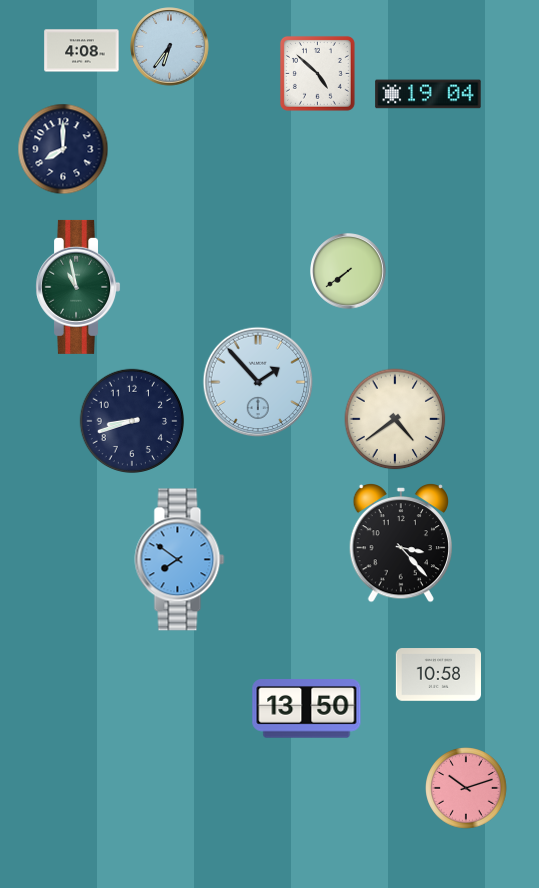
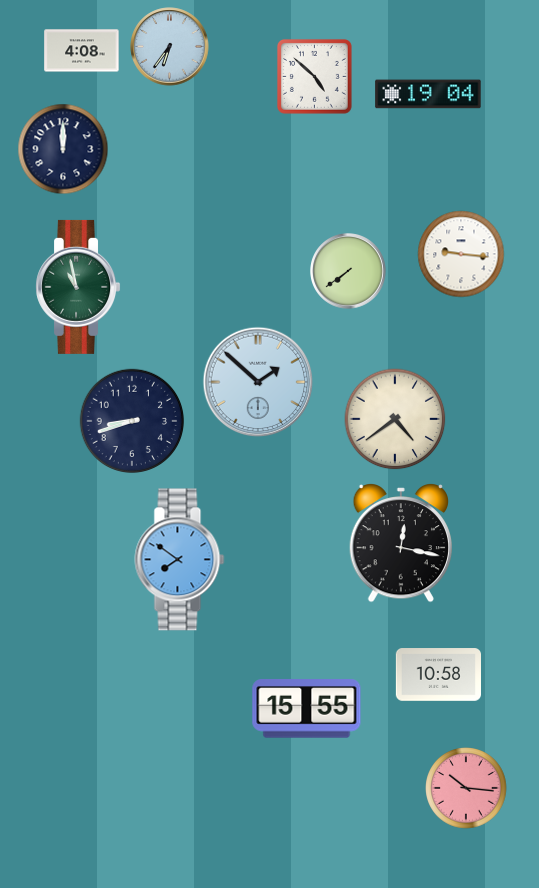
clock at (317, 73) position: (317, 73) -> (314, 76)
clock at (63, 149): 8:00 -> 12:00
clock at (461, 254): none -> 9:16
clock at (258, 382): 1:53 -> 1:52
clock at (400, 544): 3:23 -> 12:17
clock at (307, 709): 13:50 -> 15:55
clock at (466, 788): 10:12 -> 10:16
